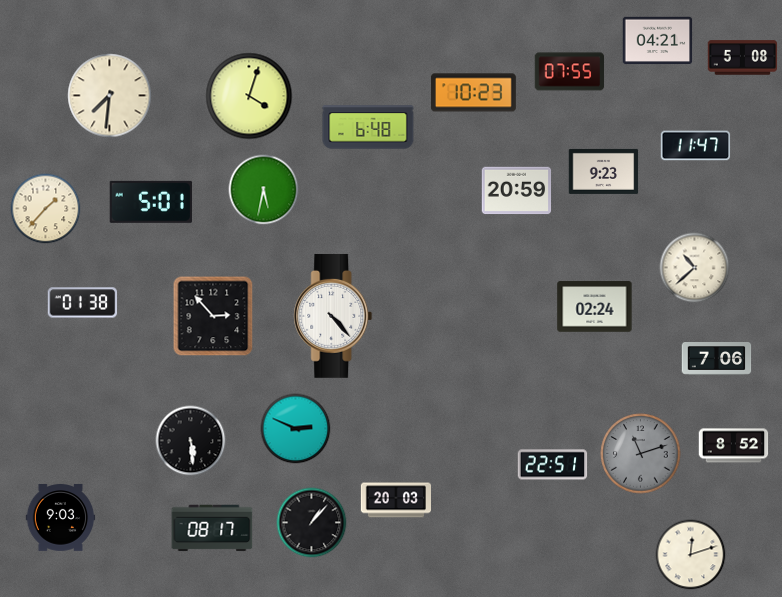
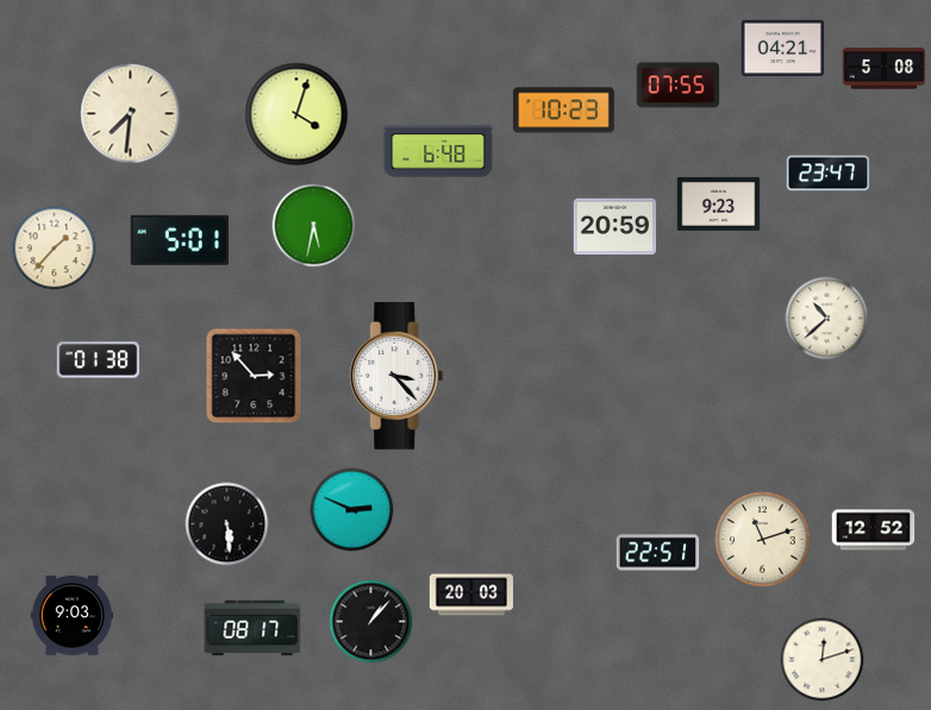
clock at (696, 146): 11:47 -> 23:47
clock at (595, 307): 02:24 -> none
clock at (333, 316): 4:23 -> 3:23
clock at (717, 359): 7:06 -> none
clock at (734, 446): 8:52 -> 12:52
clock at (641, 454) dial: grey -> cream
